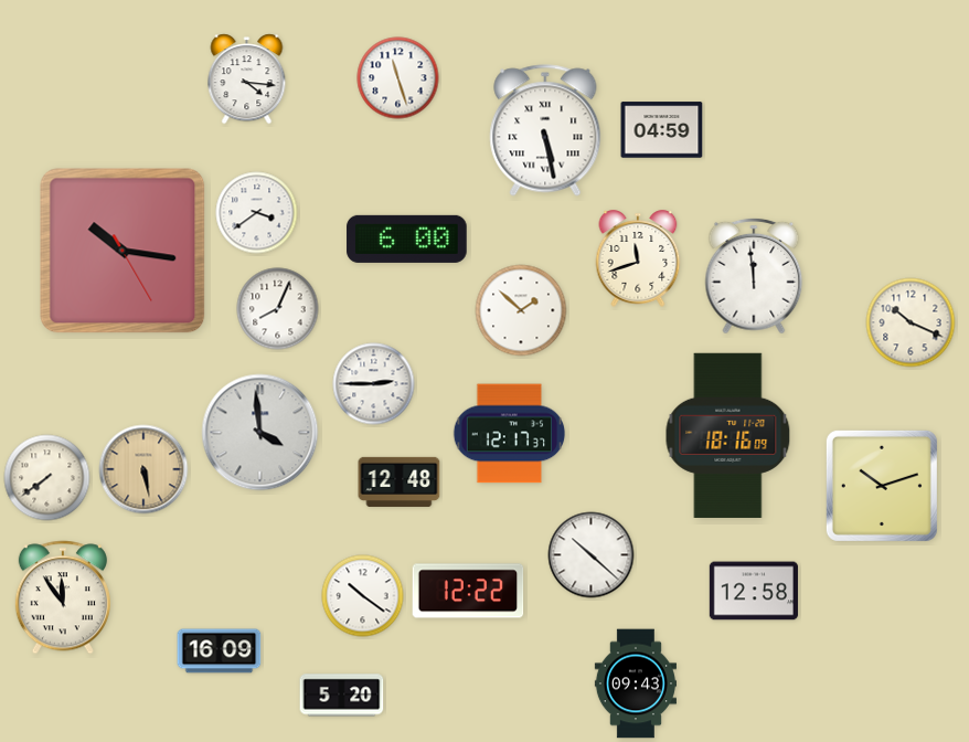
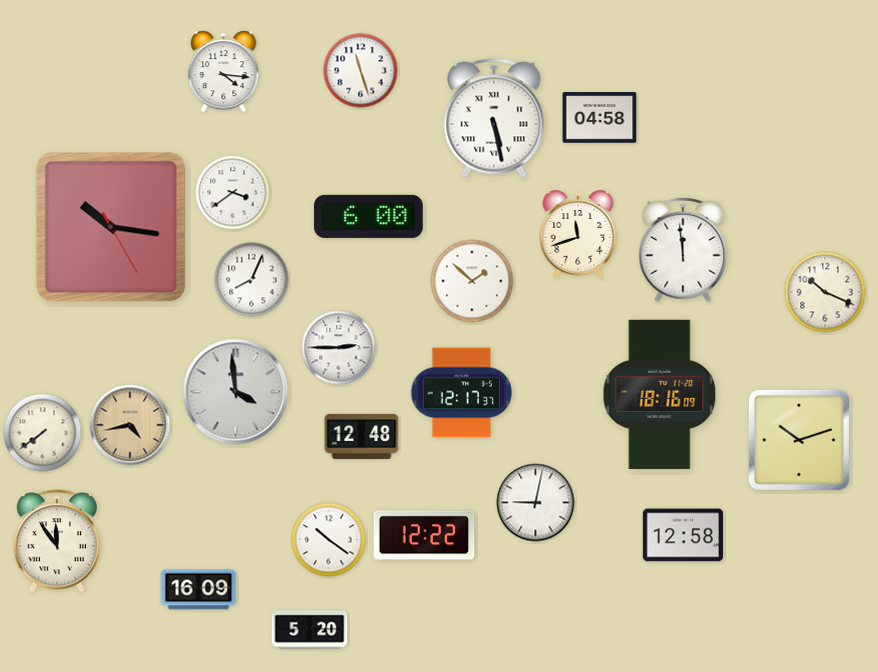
clock at (662, 130): 04:59 -> 04:58
clock at (143, 469): 5:28 -> 4:43
clock at (592, 555): 10:22 -> 9:02
clock at (636, 683): 09:43 -> none
